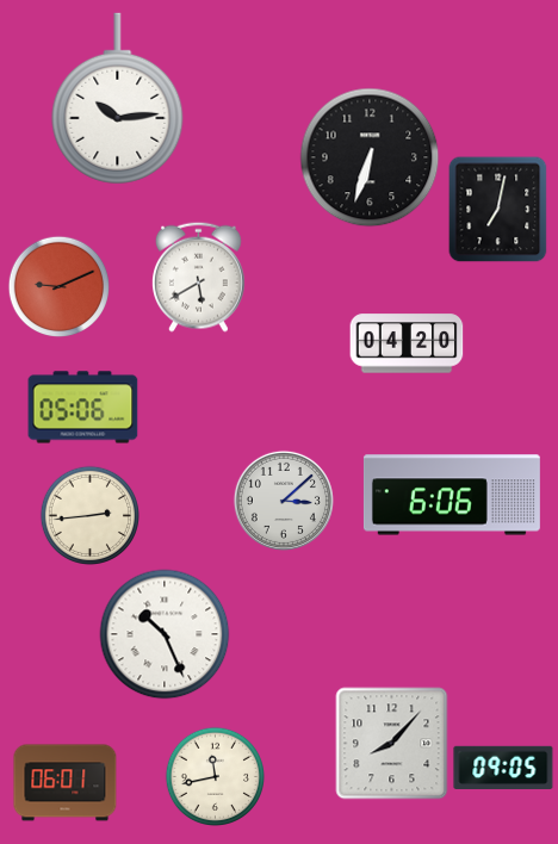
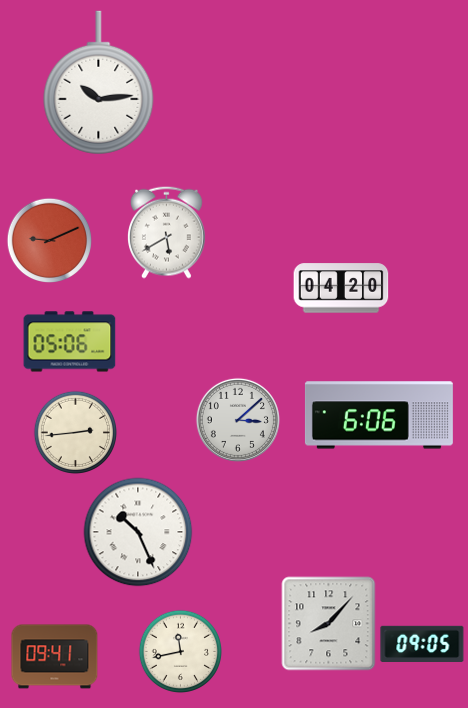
clock at (370, 157): 6:33 -> none
clock at (498, 209): 7:02 -> none
clock at (66, 783): 06:01 -> 09:41
